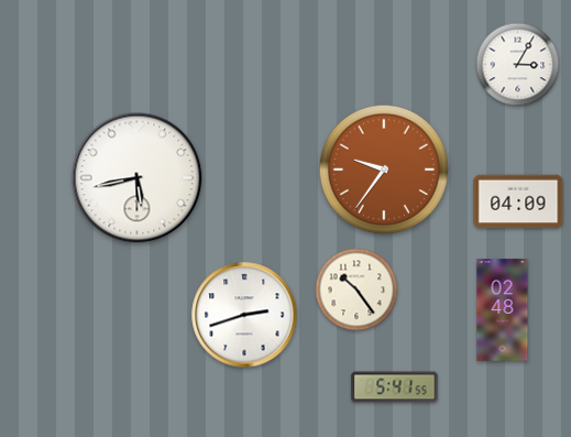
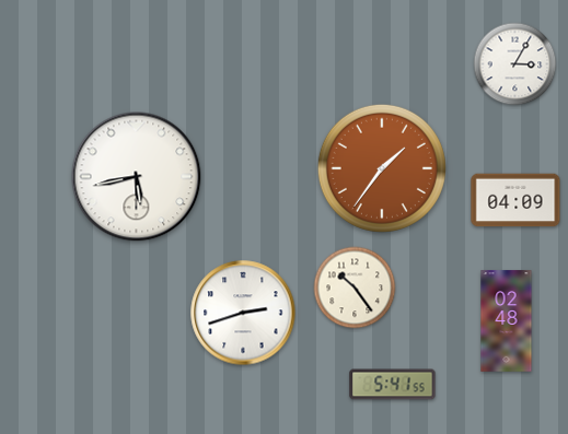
clock at (384, 170): 9:36 -> 1:36
clock at (503, 310) position: (503, 310) -> (507, 321)
